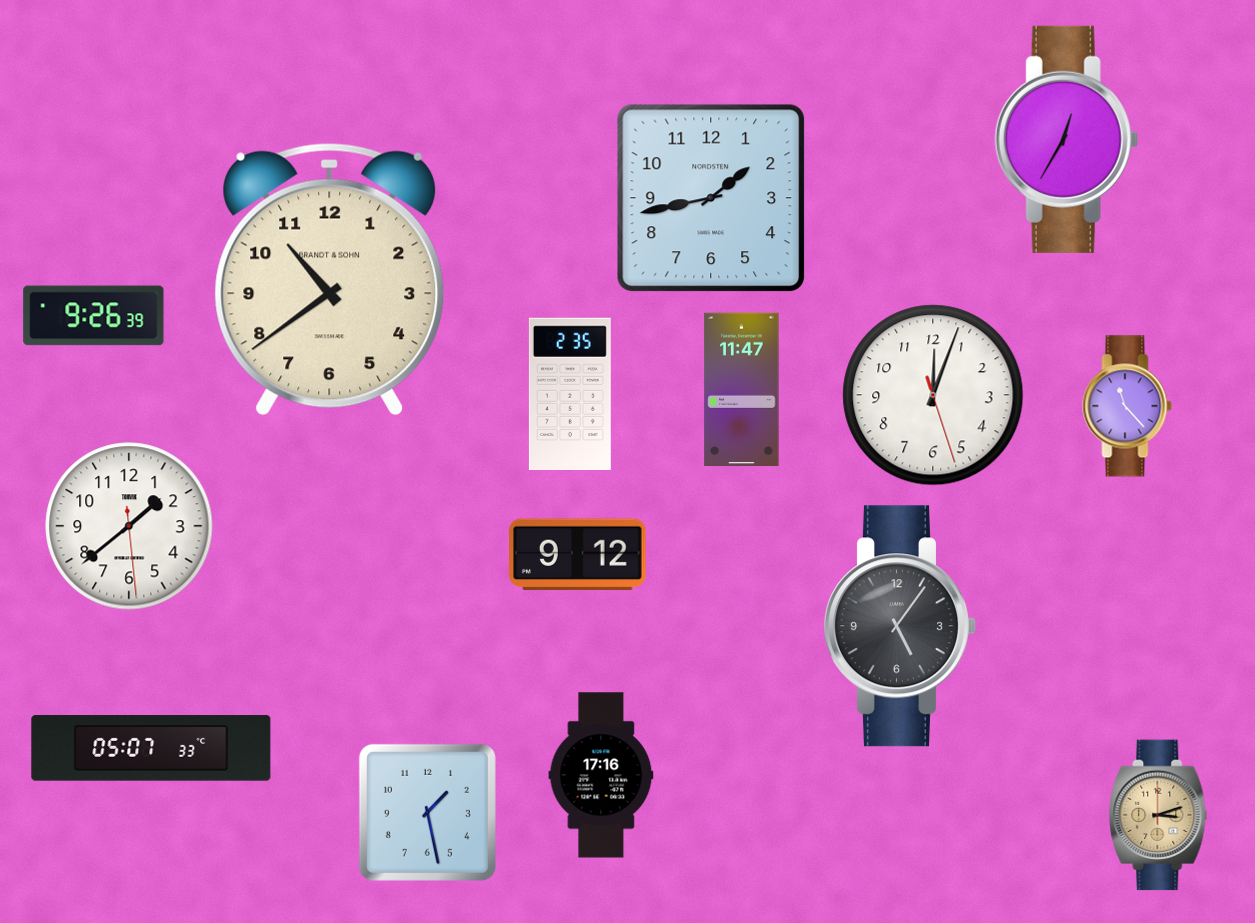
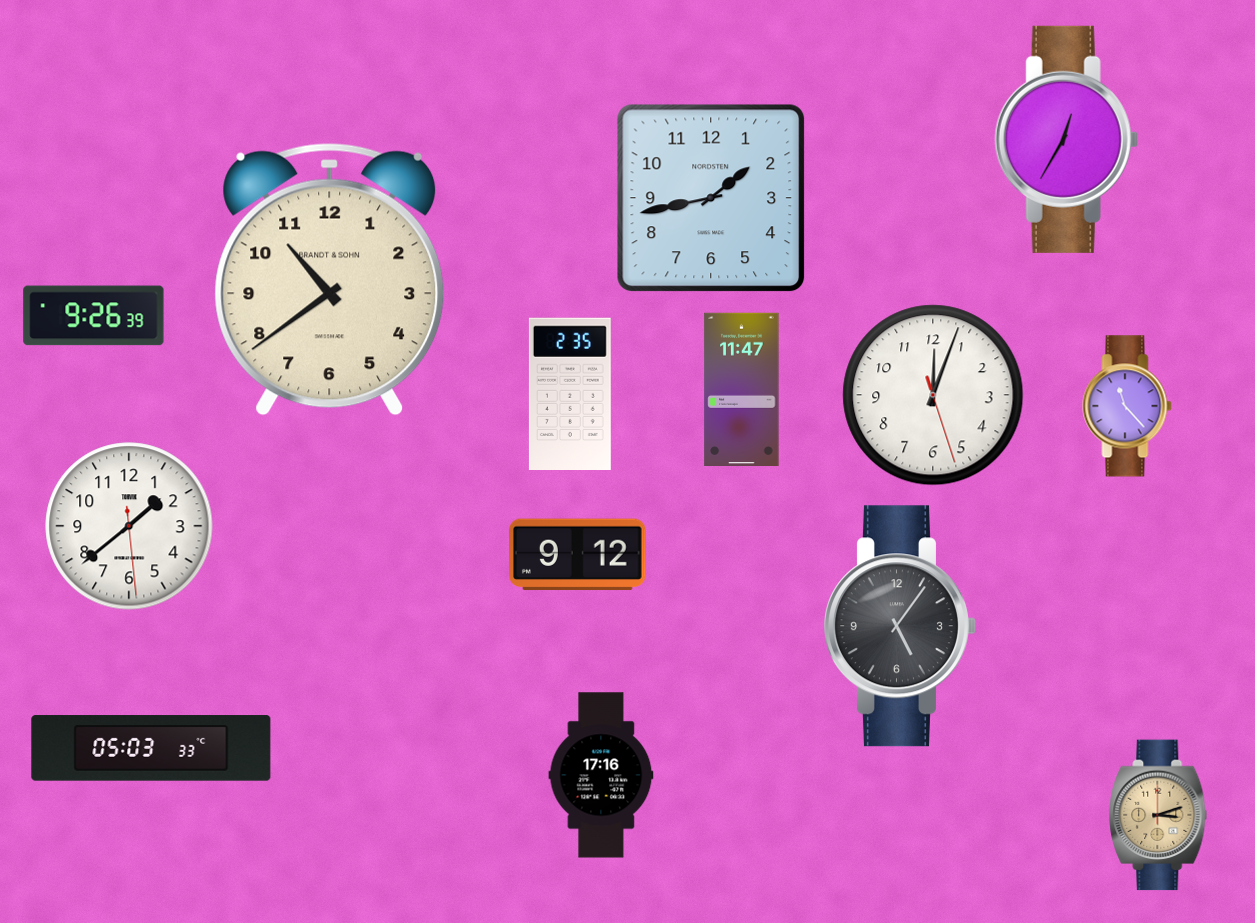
clock at (151, 748): 05:07 -> 05:03
clock at (427, 812): 1:28 -> none
